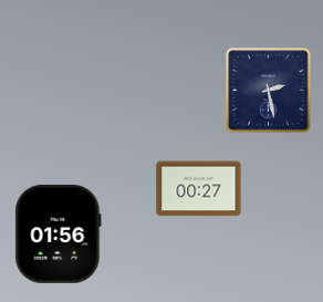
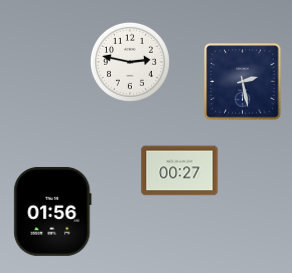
clock at (130, 62): none -> 2:47
